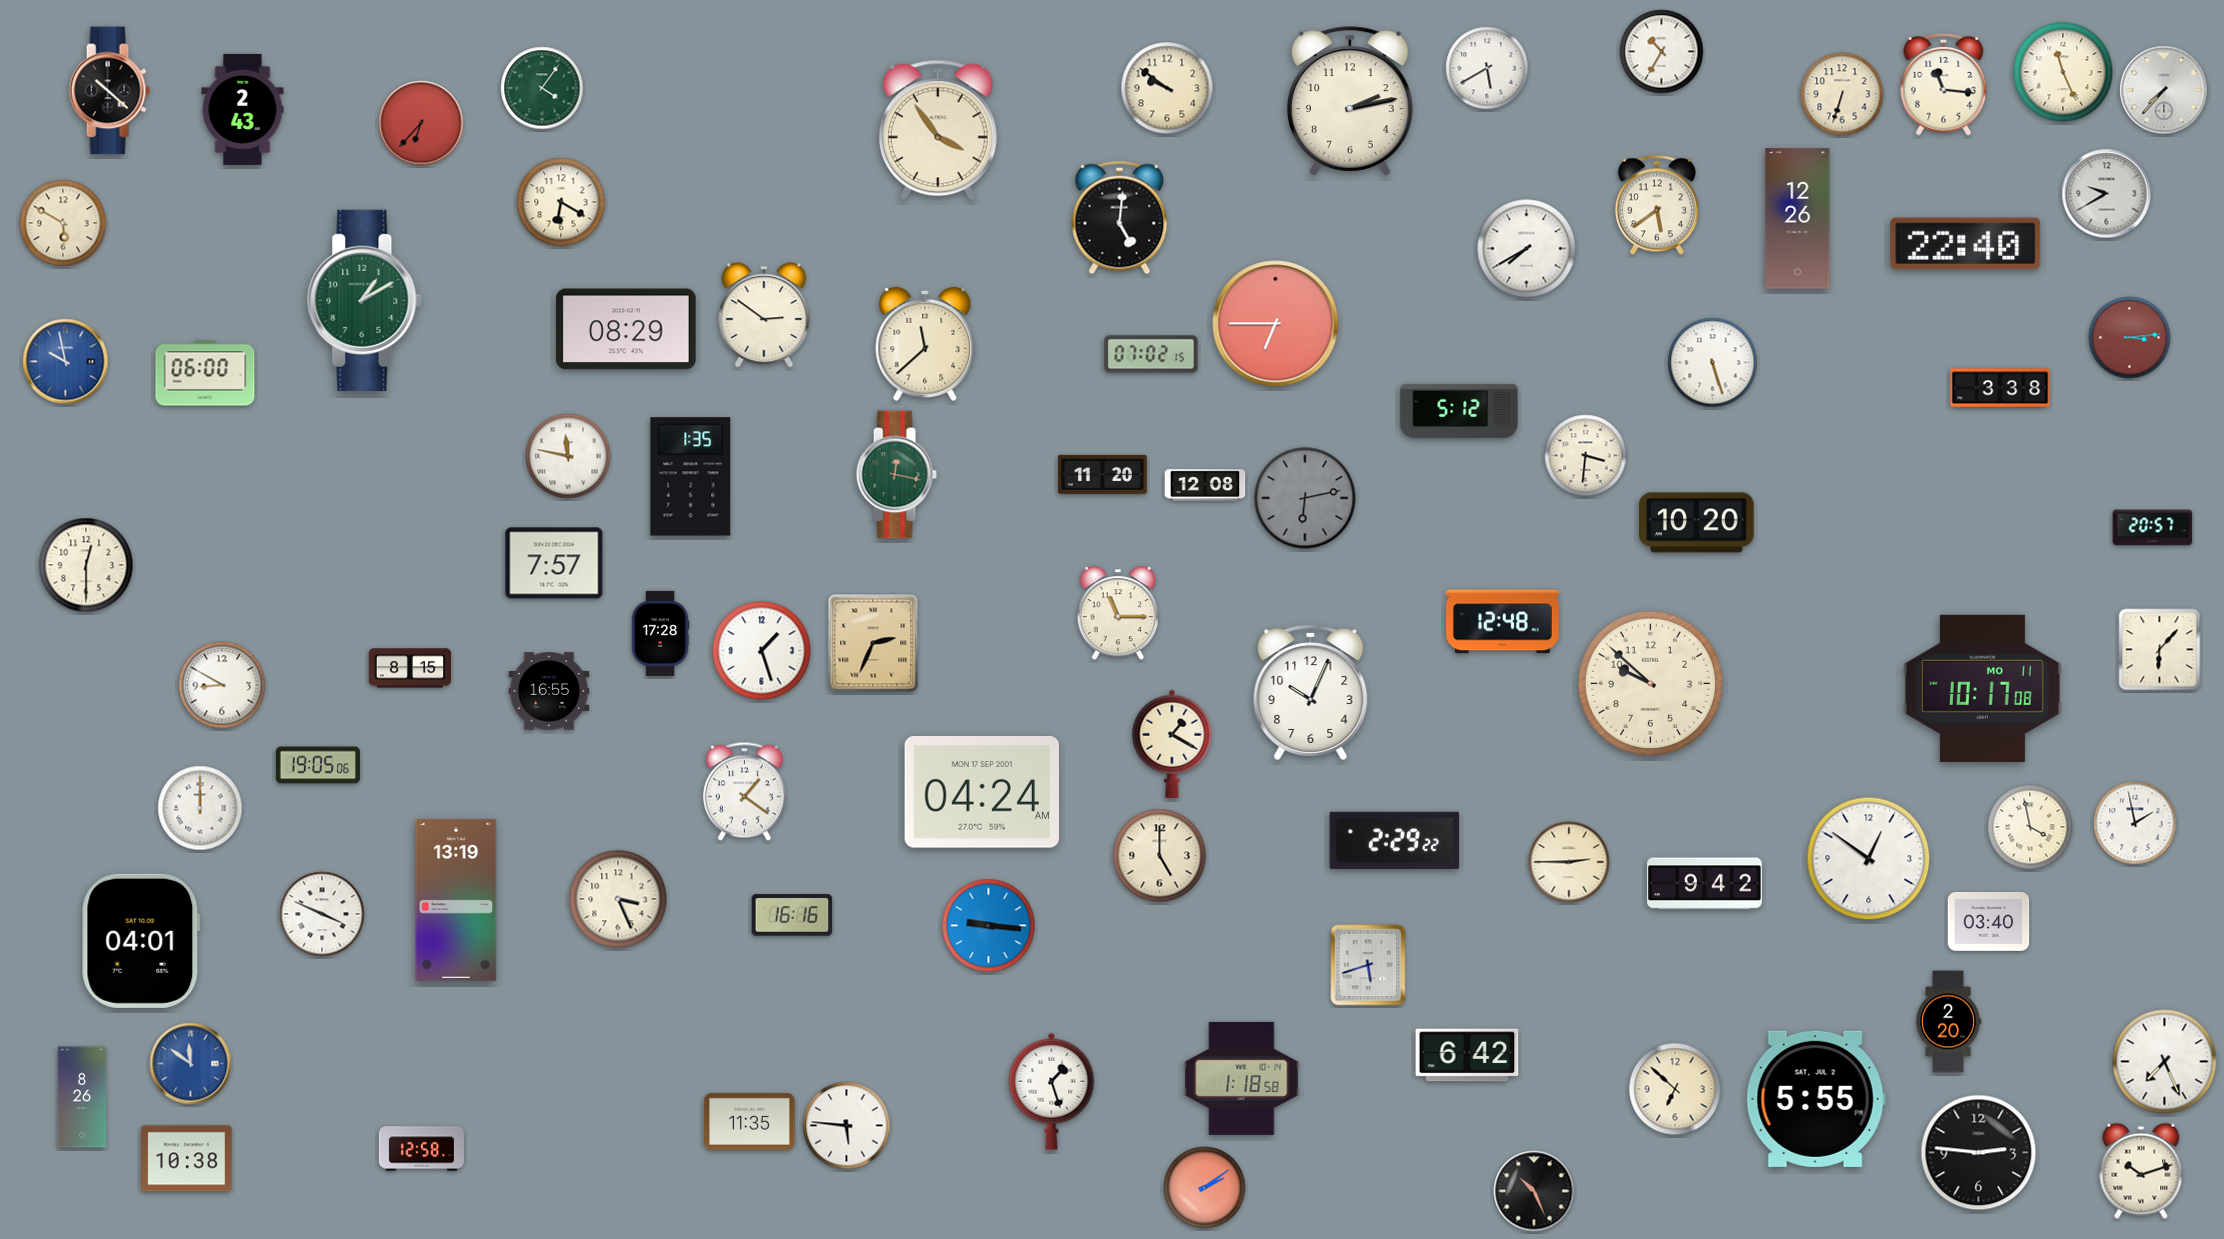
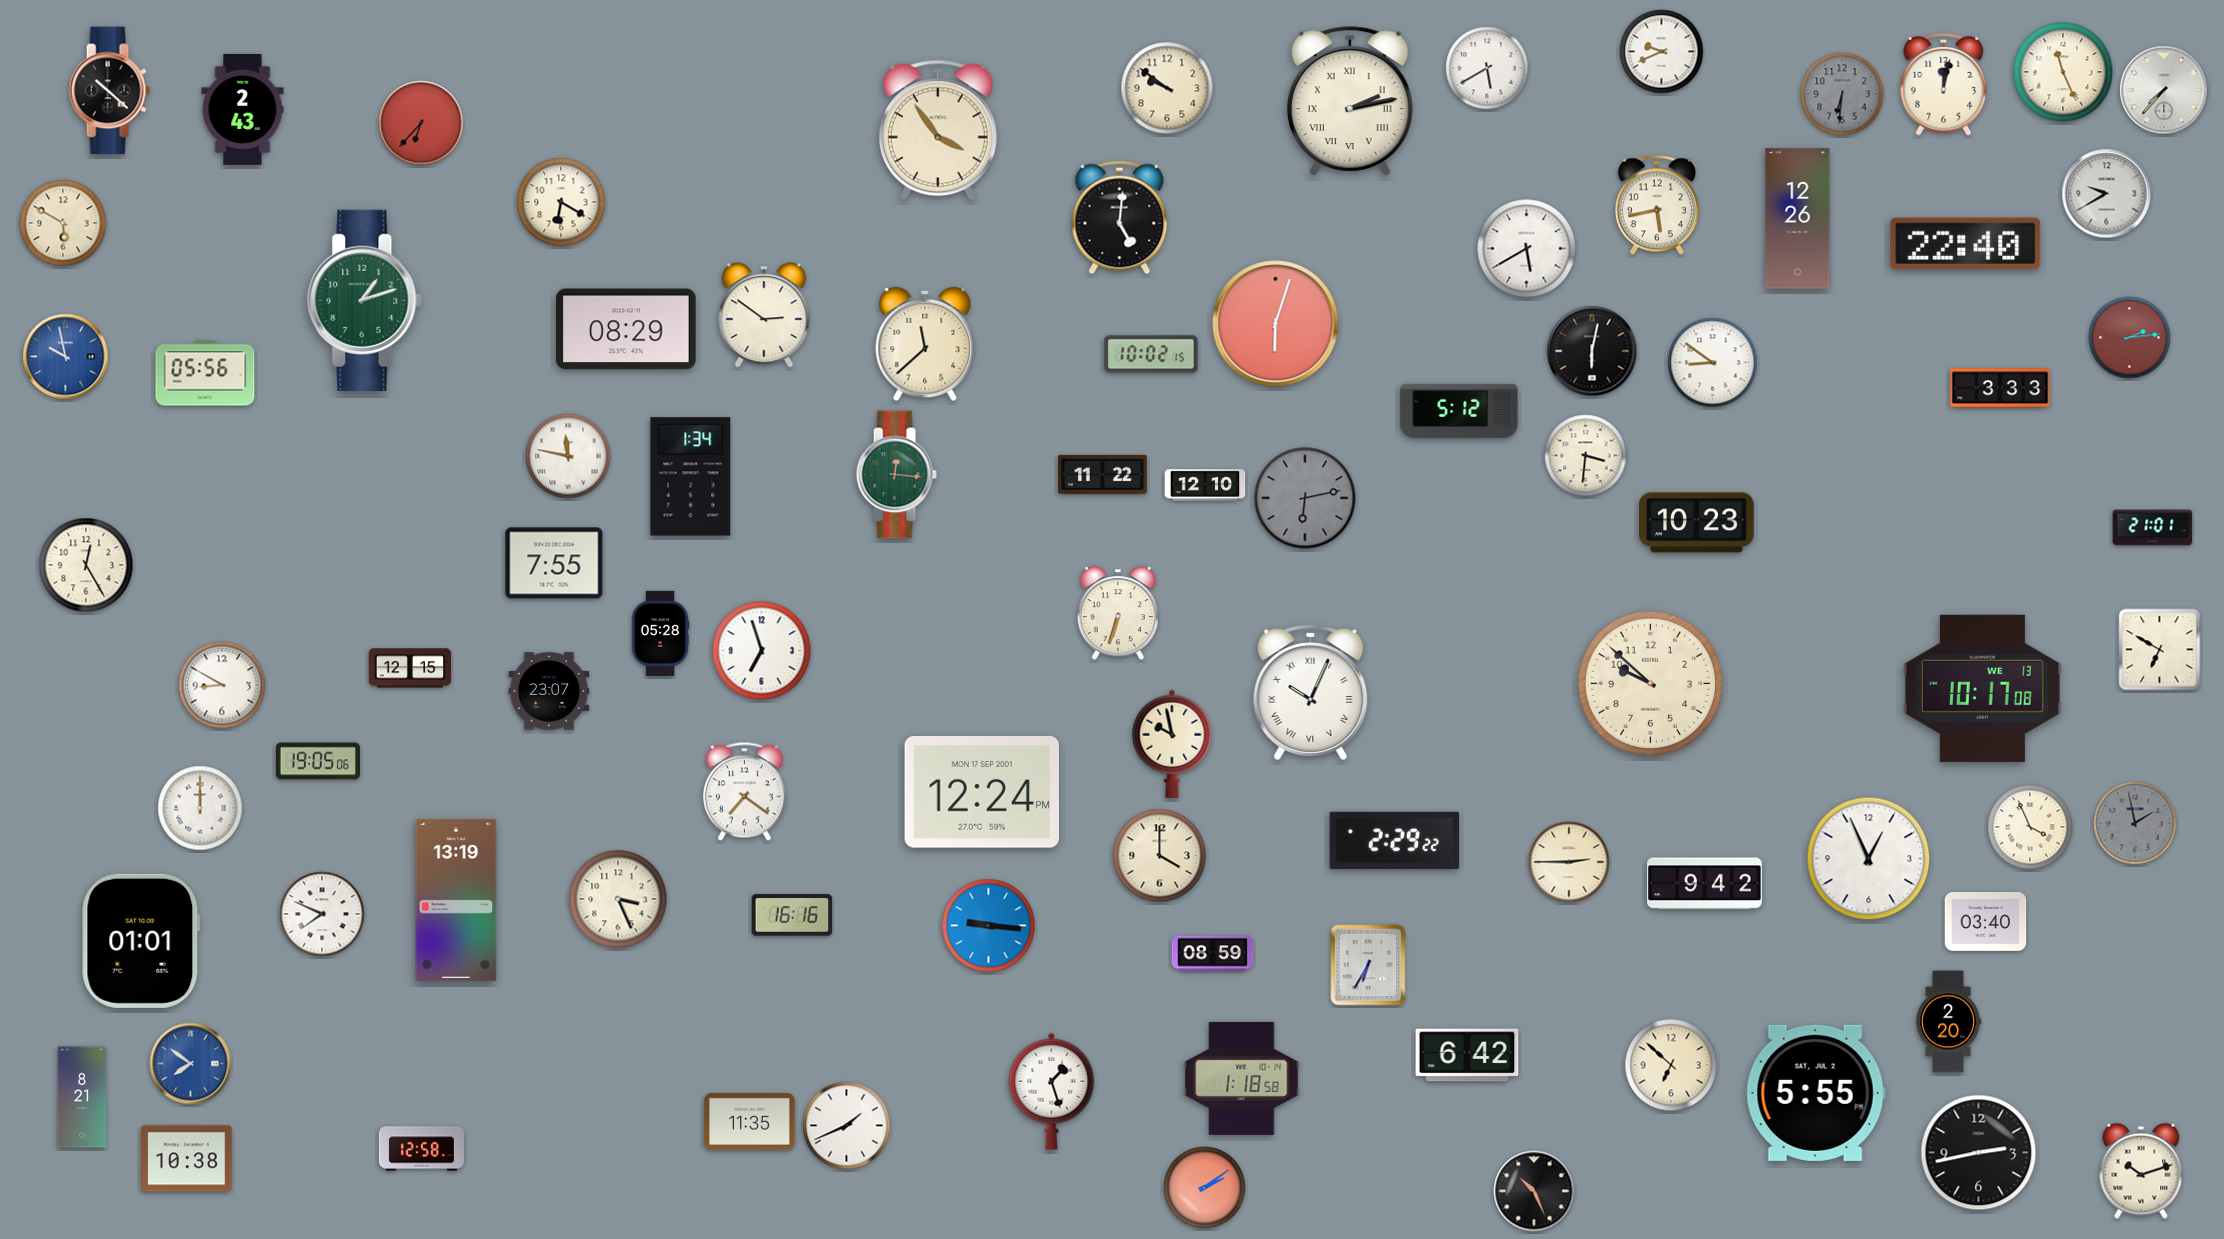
clock at (1662, 52): 10:35 -> 9:41
clock at (1944, 85): 11:16 -> 12:02
clock at (542, 88): 4:06 -> none
clock at (1842, 94): 6:33 -> 6:31
clock at (1842, 94) dial: cream -> grey
clock at (1350, 101) numerals: Arabic -> Roman
clock at (1657, 205): 5:39 -> 5:43
clock at (1527, 249): 7:40 -> 5:40
clock at (365, 300): 1:10 -> 1:12
clock at (1276, 324): 6:45 -> 6:03
clock at (2130, 338): 3:14 -> 2:14
clock at (1592, 351): none -> 6:02
clock at (1151, 354): 07:02 -> 10:02
clock at (66, 362) position: (66, 362) -> (66, 357)
clock at (1713, 363): 5:27 -> 8:51
clock at (205, 373): 06:00 -> 05:56
clock at (2000, 388): 3:38 -> 3:33
clock at (1103, 474): 11:20 -> 11:22
clock at (896, 475): 12:17 -> 12:16
clock at (691, 477): 1:35 -> 1:34
clock at (1205, 485): 12:08 -> 12:10
clock at (1697, 523): 10:20 -> 10:23
clock at (2153, 528): 20:57 -> 21:01
clock at (554, 563): 7:57 -> 7:55
clock at (86, 565): 12:30 -> 12:25
clock at (1118, 614): 11:15 -> 6:33
clock at (1503, 622): 12:48 -> none
clock at (660, 633): 17:28 -> 05:28
clock at (873, 643): 2:34 -> none
clock at (2160, 650): 6:07 -> 6:50
clock at (762, 651): 1:27 -> 6:57
clock at (410, 668): 8:15 -> 12:15
clock at (1982, 688) date: MO 11 -> WE 13
clock at (549, 691): 16:55 -> 23:07
clock at (1311, 693) numerals: Arabic -> Roman
clock at (1172, 744): 1:20 -> 9:58
clock at (318, 765) position: (318, 765) -> (318, 761)
clock at (744, 792): 1:21 -> 7:21
clock at (981, 793): 04:24 -> 12:24
clock at (2135, 823) dial: white -> grey
clock at (2030, 827): 3:58 -> 3:56
clock at (1160, 856): 5:00 -> 4:00
clock at (1869, 859): 12:51 -> 12:56
clock at (322, 914): 3:49 -> 7:49
clock at (1989, 921) position: (1989, 921) -> (1986, 921)
clock at (141, 941): 04:01 -> 01:01
clock at (1213, 954): none -> 08:59
clock at (1368, 965): 5:42 -> 6:35
clock at (2165, 1062): 7:26 -> none
clock at (191, 1064): 11:51 -> 7:51
clock at (1675, 1089) position: (1675, 1089) -> (1671, 1065)
clock at (82, 1097): 8:26 -> 8:21
clock at (1816, 1099) position: (1816, 1099) -> (1816, 1093)
clock at (847, 1126): 5:46 -> 1:41
clock at (1979, 1153): 2:46 -> 2:43
